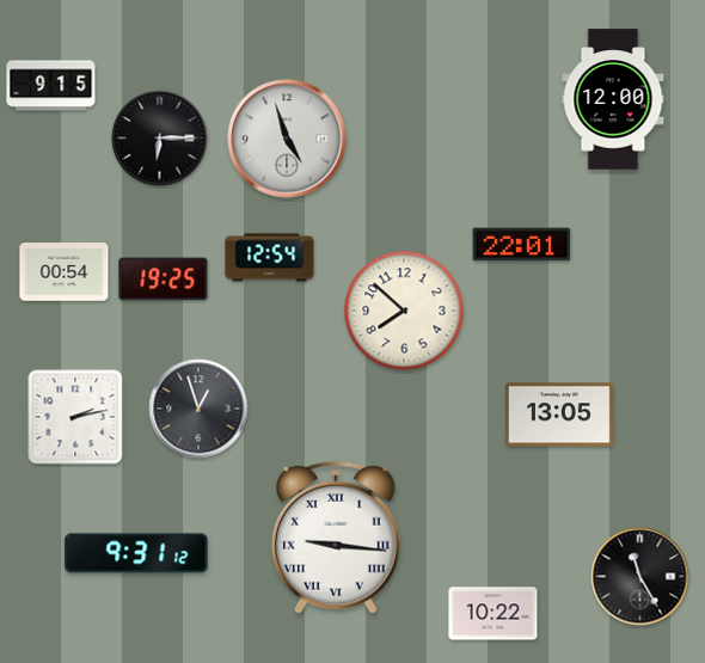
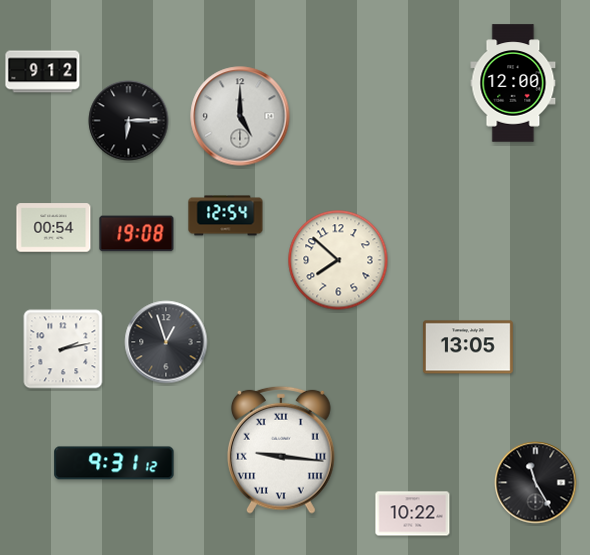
clock at (51, 86): 9:15 -> 9:12
clock at (160, 139) position: (160, 139) -> (129, 121)
clock at (287, 139): 4:57 -> 5:00
clock at (522, 245): 22:01 -> none
clock at (164, 280): 19:25 -> 19:08
